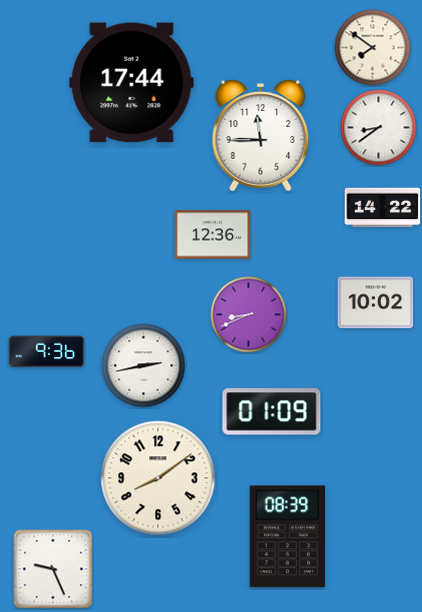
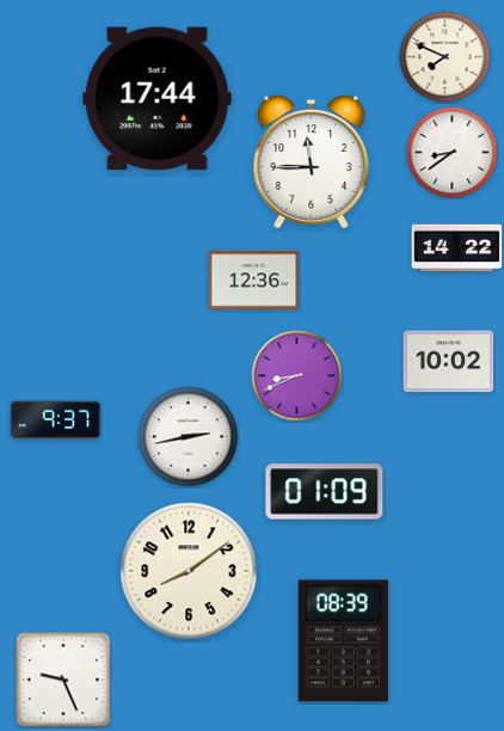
clock at (373, 48): 7:51 -> 7:49
clock at (47, 352): 9:36 -> 9:37
clock at (144, 366) position: (144, 366) -> (189, 437)
